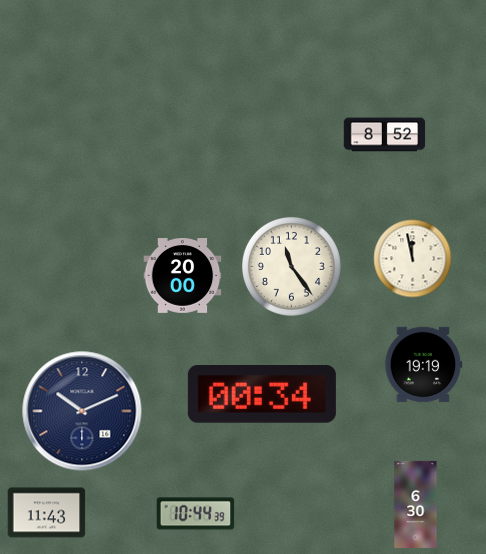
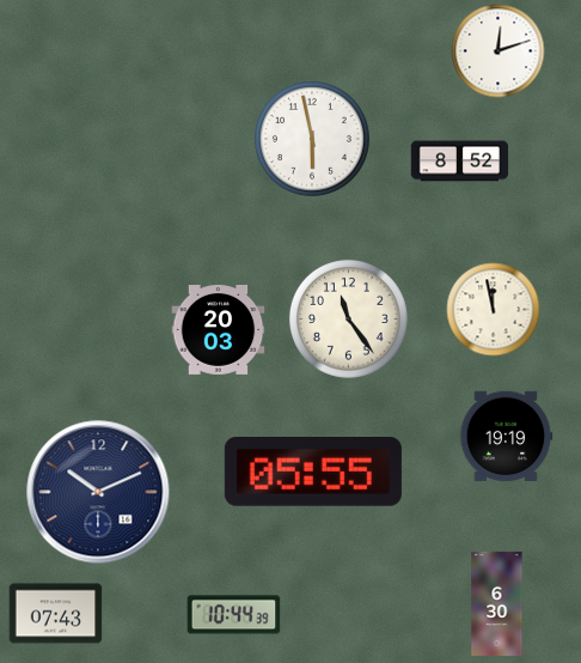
clock at (497, 50): none -> 12:12
clock at (312, 139): none -> 5:58
clock at (182, 276): 20:00 -> 20:03
clock at (262, 395): 00:34 -> 05:55
clock at (46, 513): 11:43 -> 07:43
